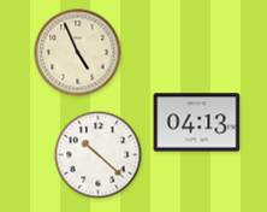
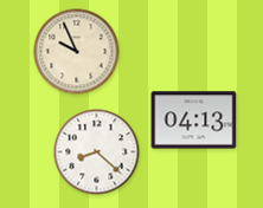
clock at (78, 53): 4:56 -> 9:56
clock at (99, 155): 10:22 -> 8:22
